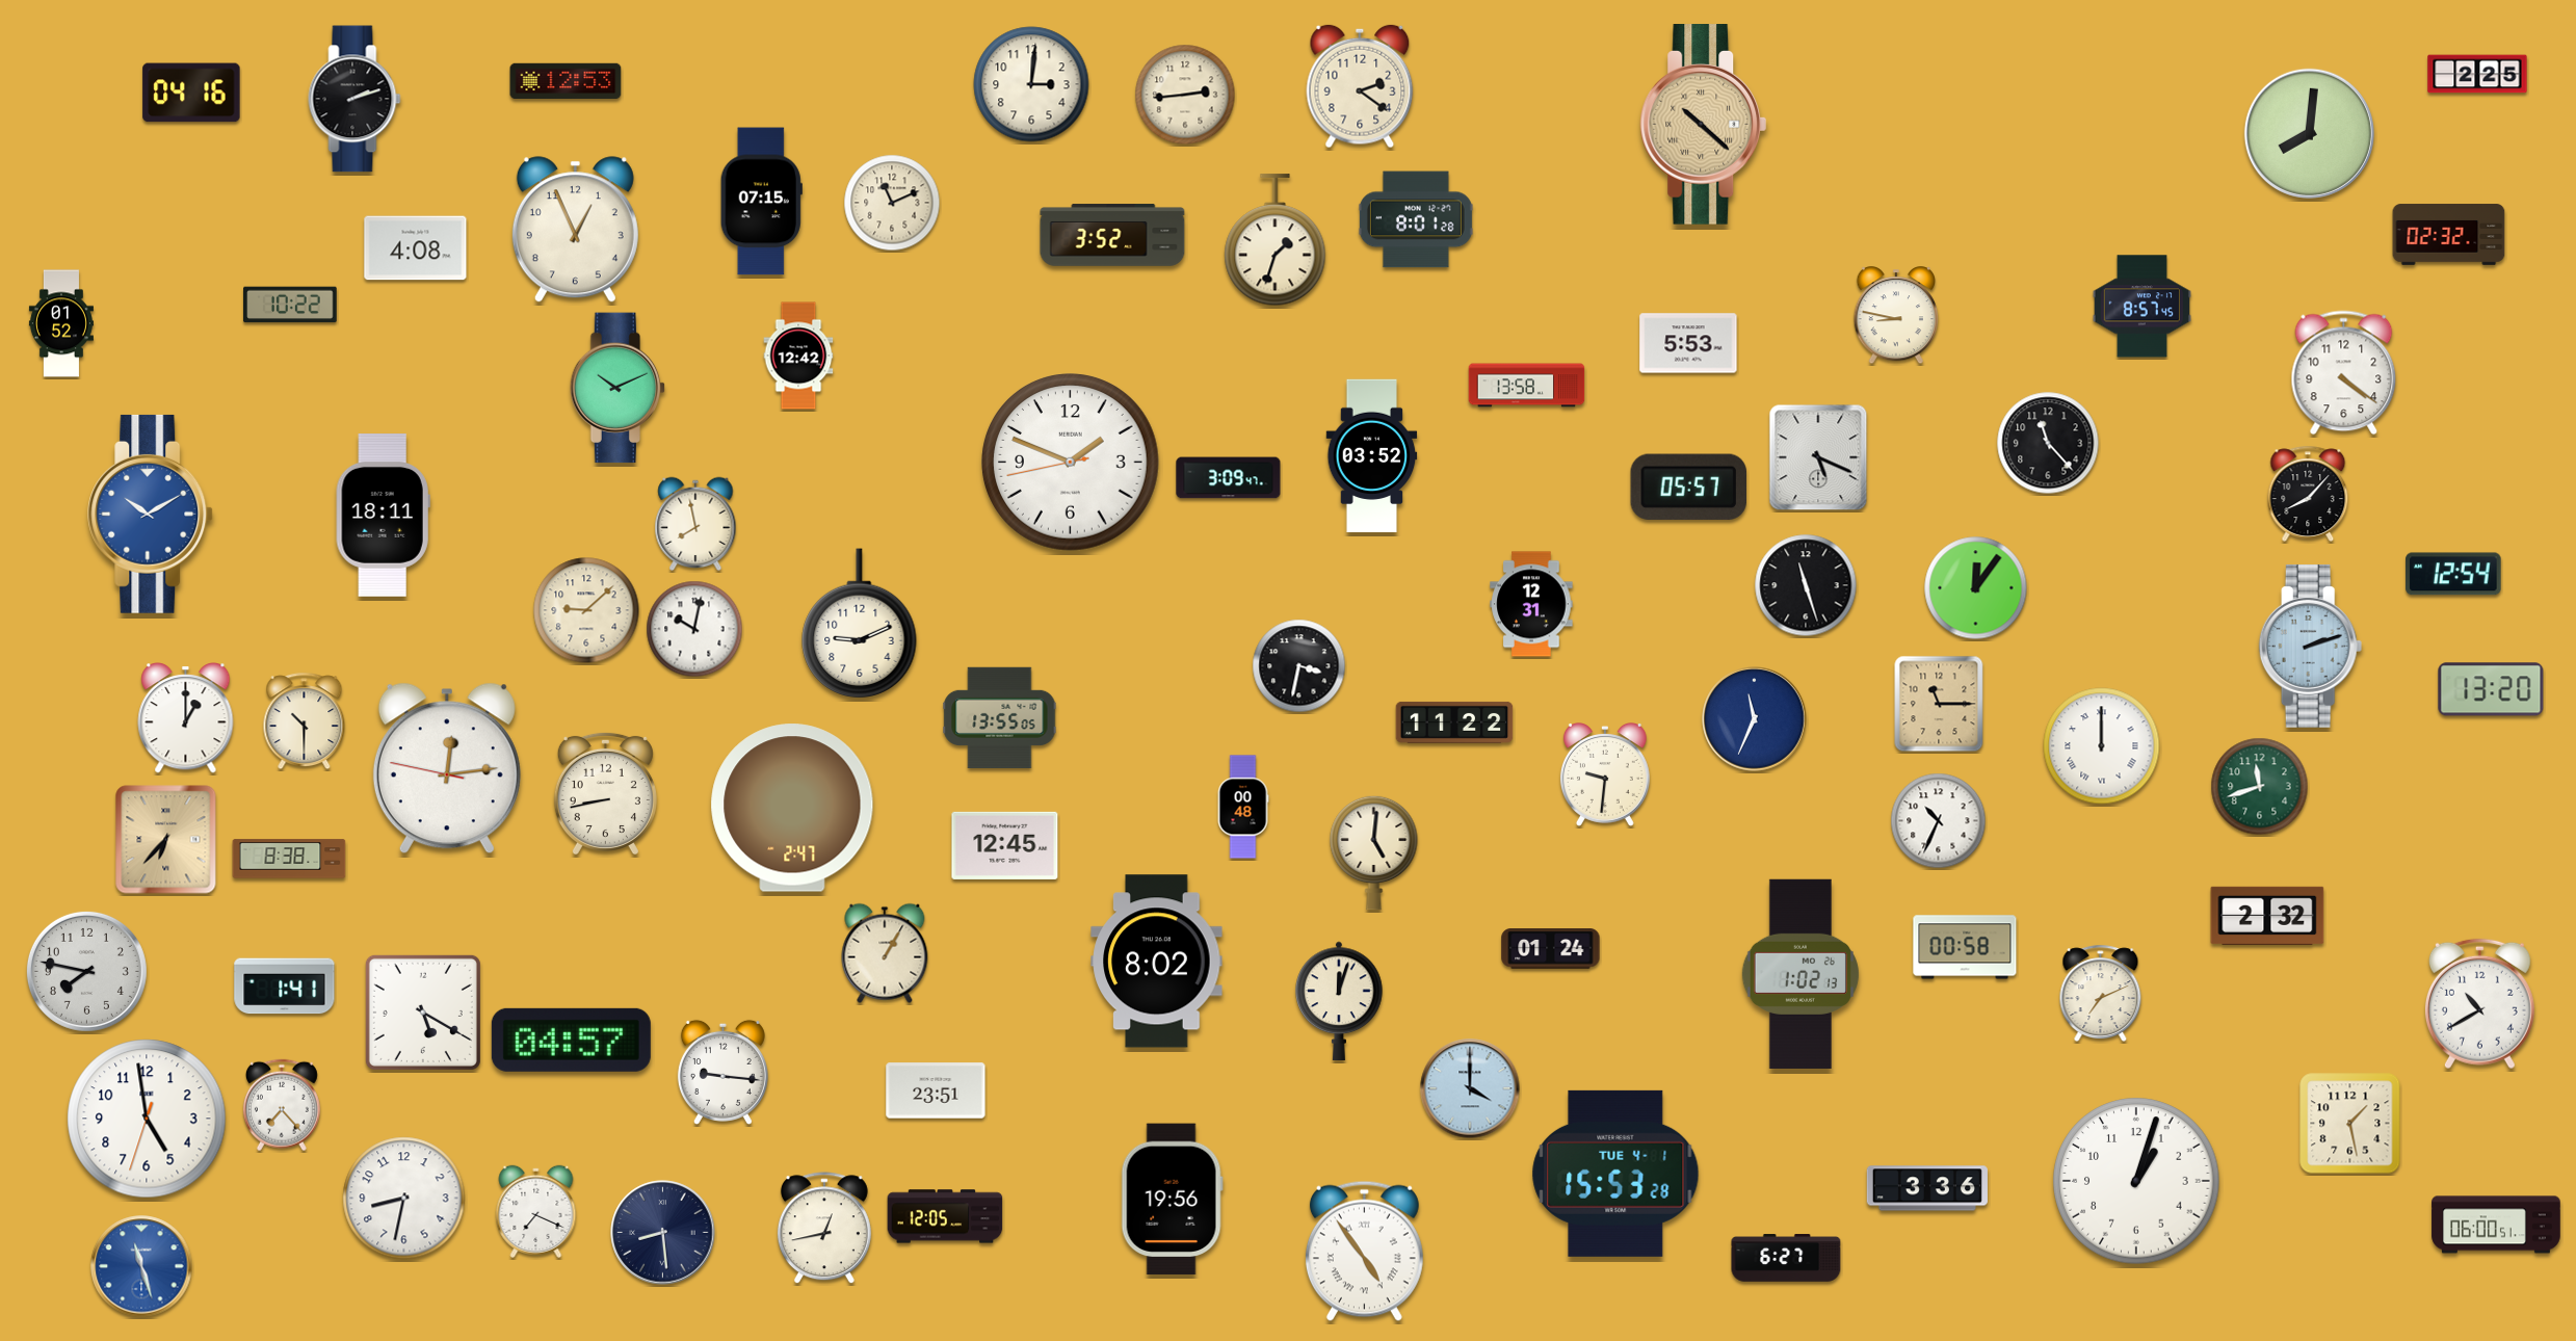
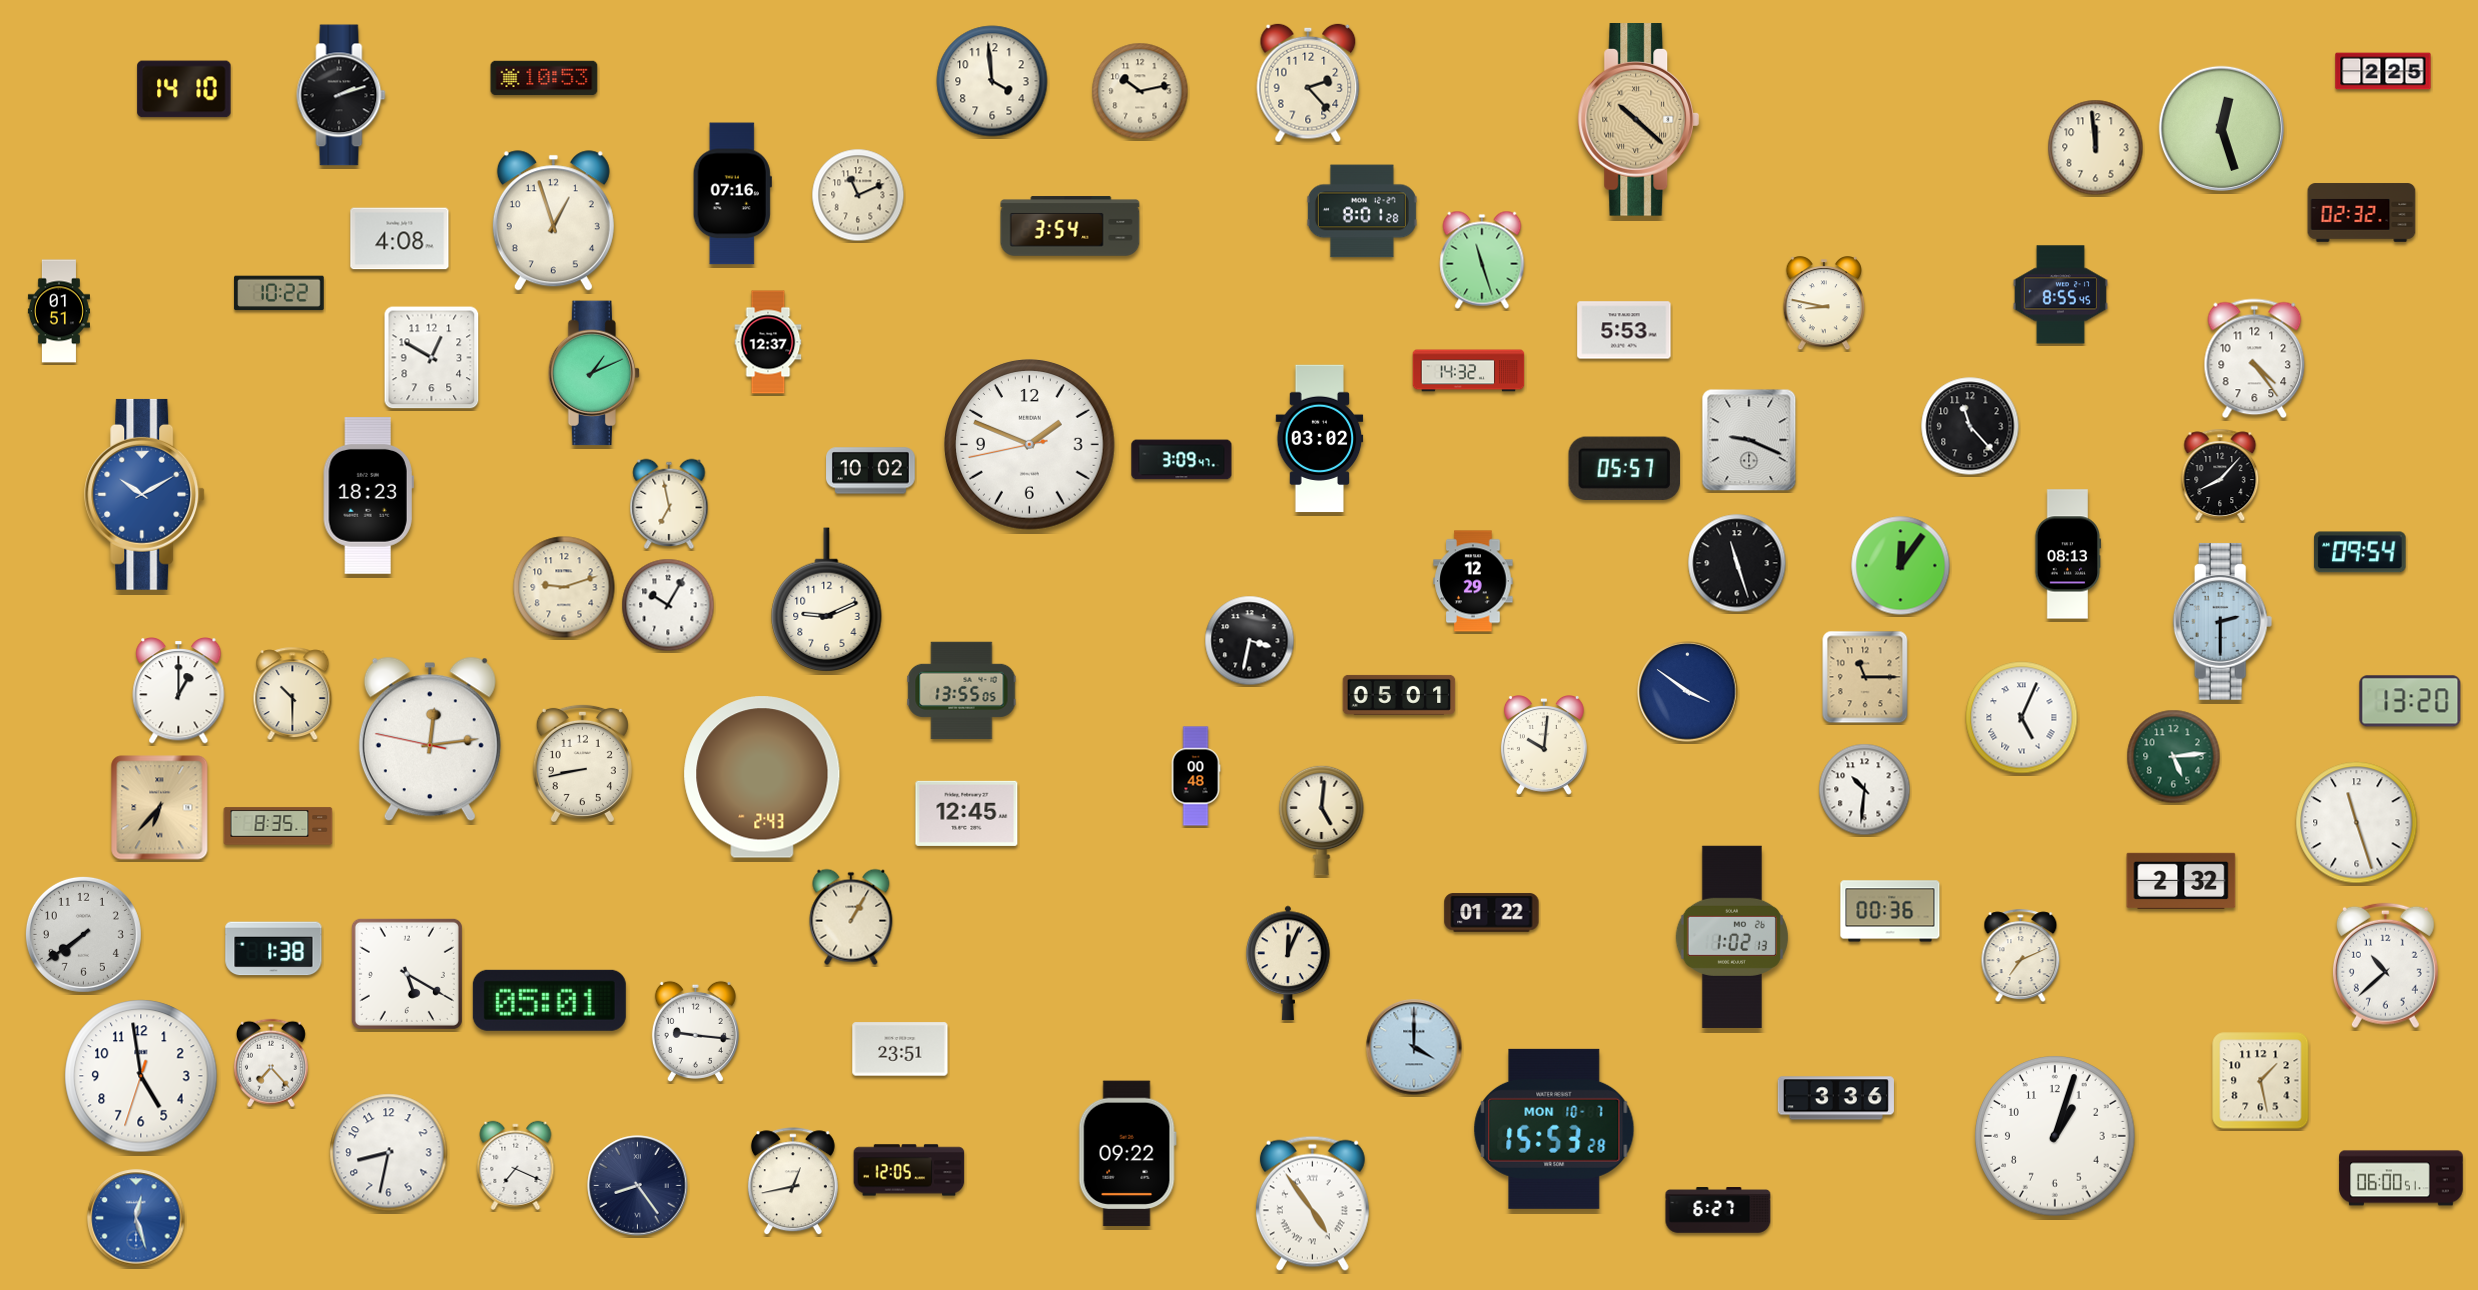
clock at (566, 81): 12:53 -> 10:53
clock at (1031, 84): 3:01 -> 3:59
clock at (1360, 86): 2:21 -> 2:23
clock at (191, 93): 04:16 -> 14:10
clock at (1185, 95): 2:44 -> 10:13
clock at (2309, 133): 8:01 -> 12:27
clock at (2096, 148): none -> 11:59
clock at (761, 202): 07:15 -> 07:16
clock at (575, 230): 12:56 -> 12:57
clock at (1112, 235): 3:52 -> 3:54
clock at (2449, 235) position: (2449, 235) -> (2362, 213)
clock at (1276, 240): 1:33 -> none
clock at (1482, 260): none -> 11:27
clock at (2141, 307): 8:57 -> 8:55
clock at (61, 323): 01:52 -> 01:51
clock at (798, 356): 12:42 -> 12:37
clock at (432, 358): none -> 12:50
clock at (2344, 373): 4:21 -> 4:24
clock at (1527, 386): 13:58 -> 14:32
clock at (617, 388): 10:11 -> 1:11
clock at (1372, 456): 03:52 -> 03:02
clock at (1818, 457): 5:19 -> 9:19
clock at (871, 471): none -> 10:02
clock at (383, 516): 18:11 -> 18:23
clock at (695, 524): 7:58 -> 6:58
clock at (2453, 574): 12:54 -> 09:54
clock at (2068, 554): none -> 08:13
clock at (1531, 604): 12:31 -> 12:29
clock at (586, 610): 9:08 -> 9:12
clock at (694, 629): 10:02 -> 10:05
clock at (2311, 646): 2:12 -> 2:30
clock at (2491, 689) position: (2491, 689) -> (2410, 701)
clock at (1755, 719): 11:34 -> 3:51
clock at (1454, 722): 11:22 -> 05:01
clock at (2102, 746): 12:00 -> 5:04
clock at (1605, 775): 9:31 -> 10:01
clock at (2260, 787): 11:42 -> 5:14
clock at (792, 808): 2:47 -> 2:43
clock at (1939, 821): 10:34 -> 10:31
clock at (2357, 823): none -> 11:27
clock at (289, 859): 8:38 -> 8:35
clock at (1965, 947): 00:58 -> 00:36
clock at (1551, 949): 01:24 -> 01:22
clock at (1157, 962): 8:02 -> none
clock at (86, 971): 7:47 -> 7:39
clock at (285, 987): 1:41 -> 1:38
clock at (1339, 1000): 12:03 -> 12:04
clock at (2479, 1004): 10:40 -> 10:38
clock at (571, 1040): 04:57 -> 05:01
clock at (1615, 1174) date: TUE 4-1 -> MON 10-7
clock at (1927, 1188) position: (1927, 1188) -> (1836, 1098)
clock at (1172, 1200): 19:56 -> 09:22
clock at (663, 1233): 8:29 -> 8:24
clock at (141, 1266): 11:27 -> 12:27
